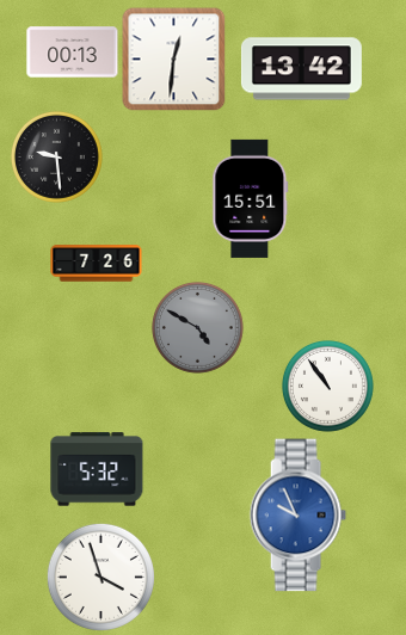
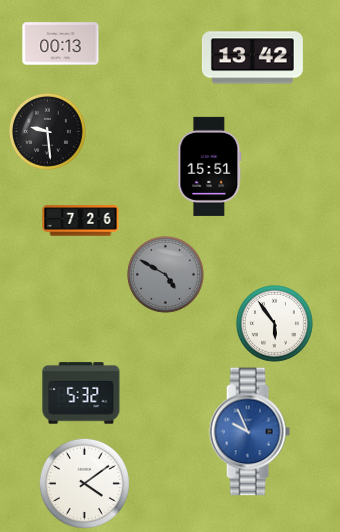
clock at (174, 60): 12:31 -> none
clock at (327, 386): 10:54 -> 5:54
clock at (100, 577): 3:57 -> 4:09
